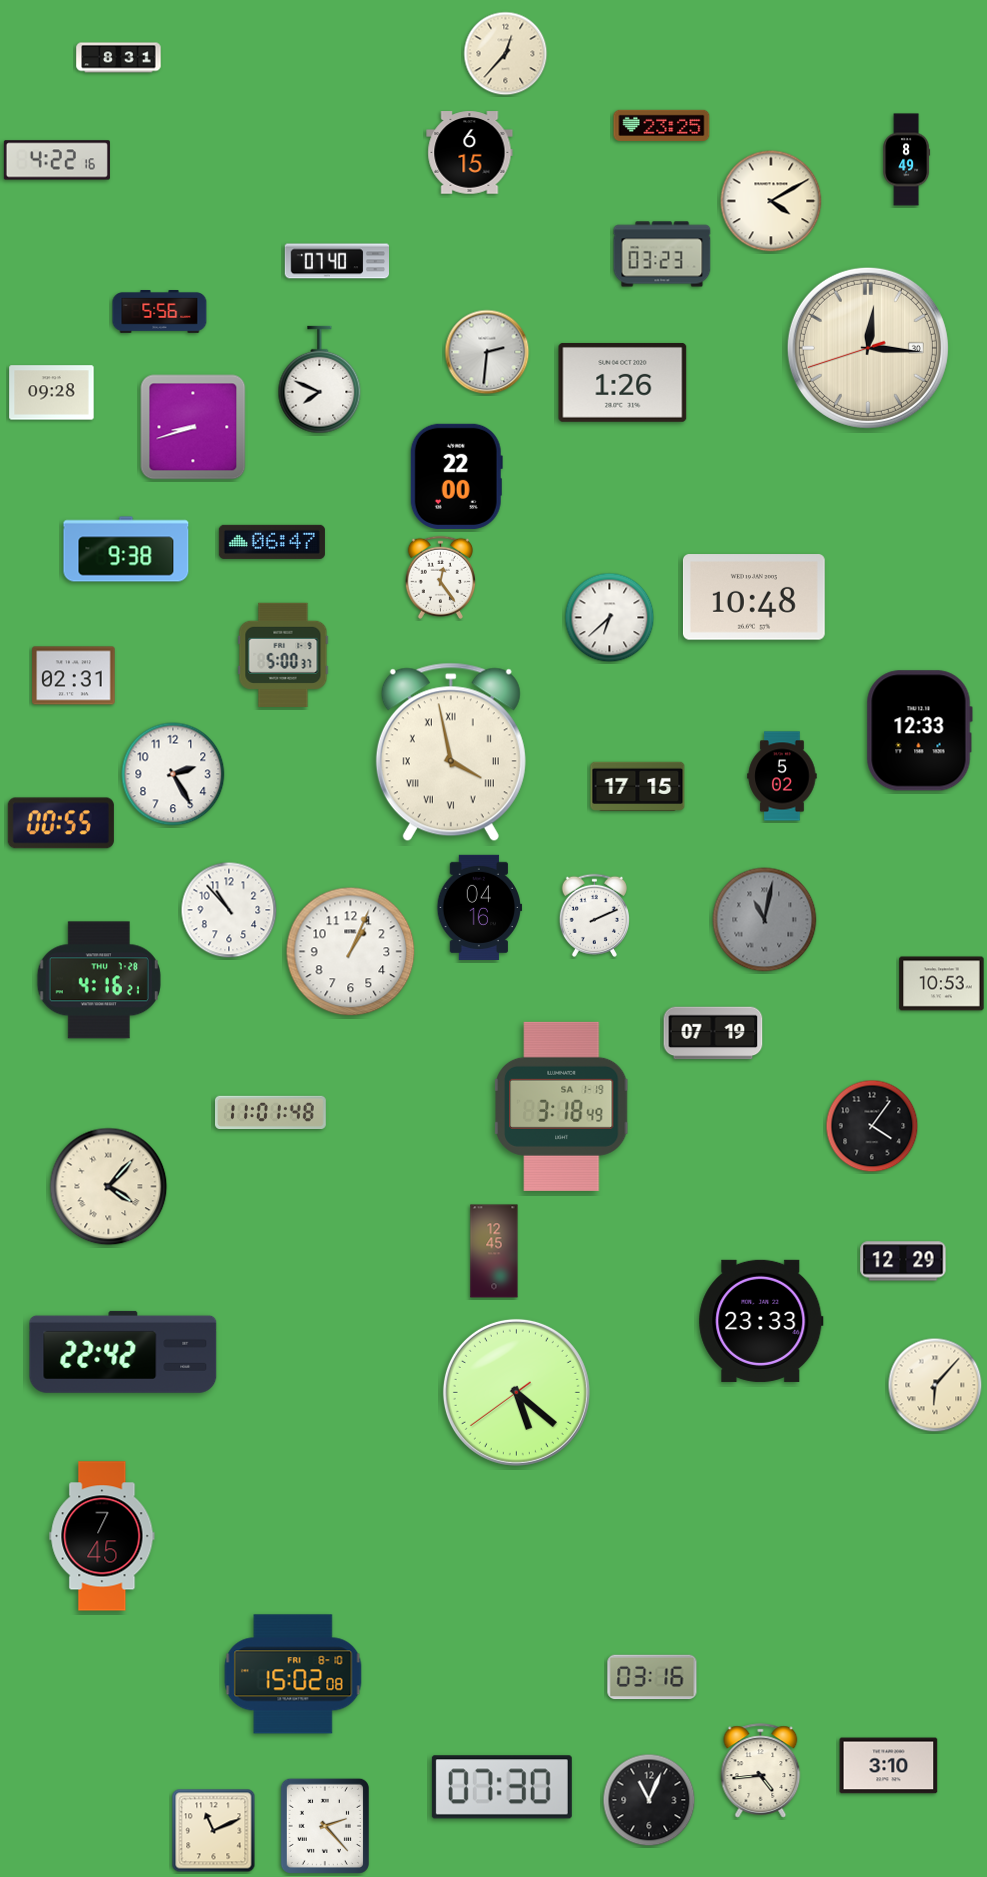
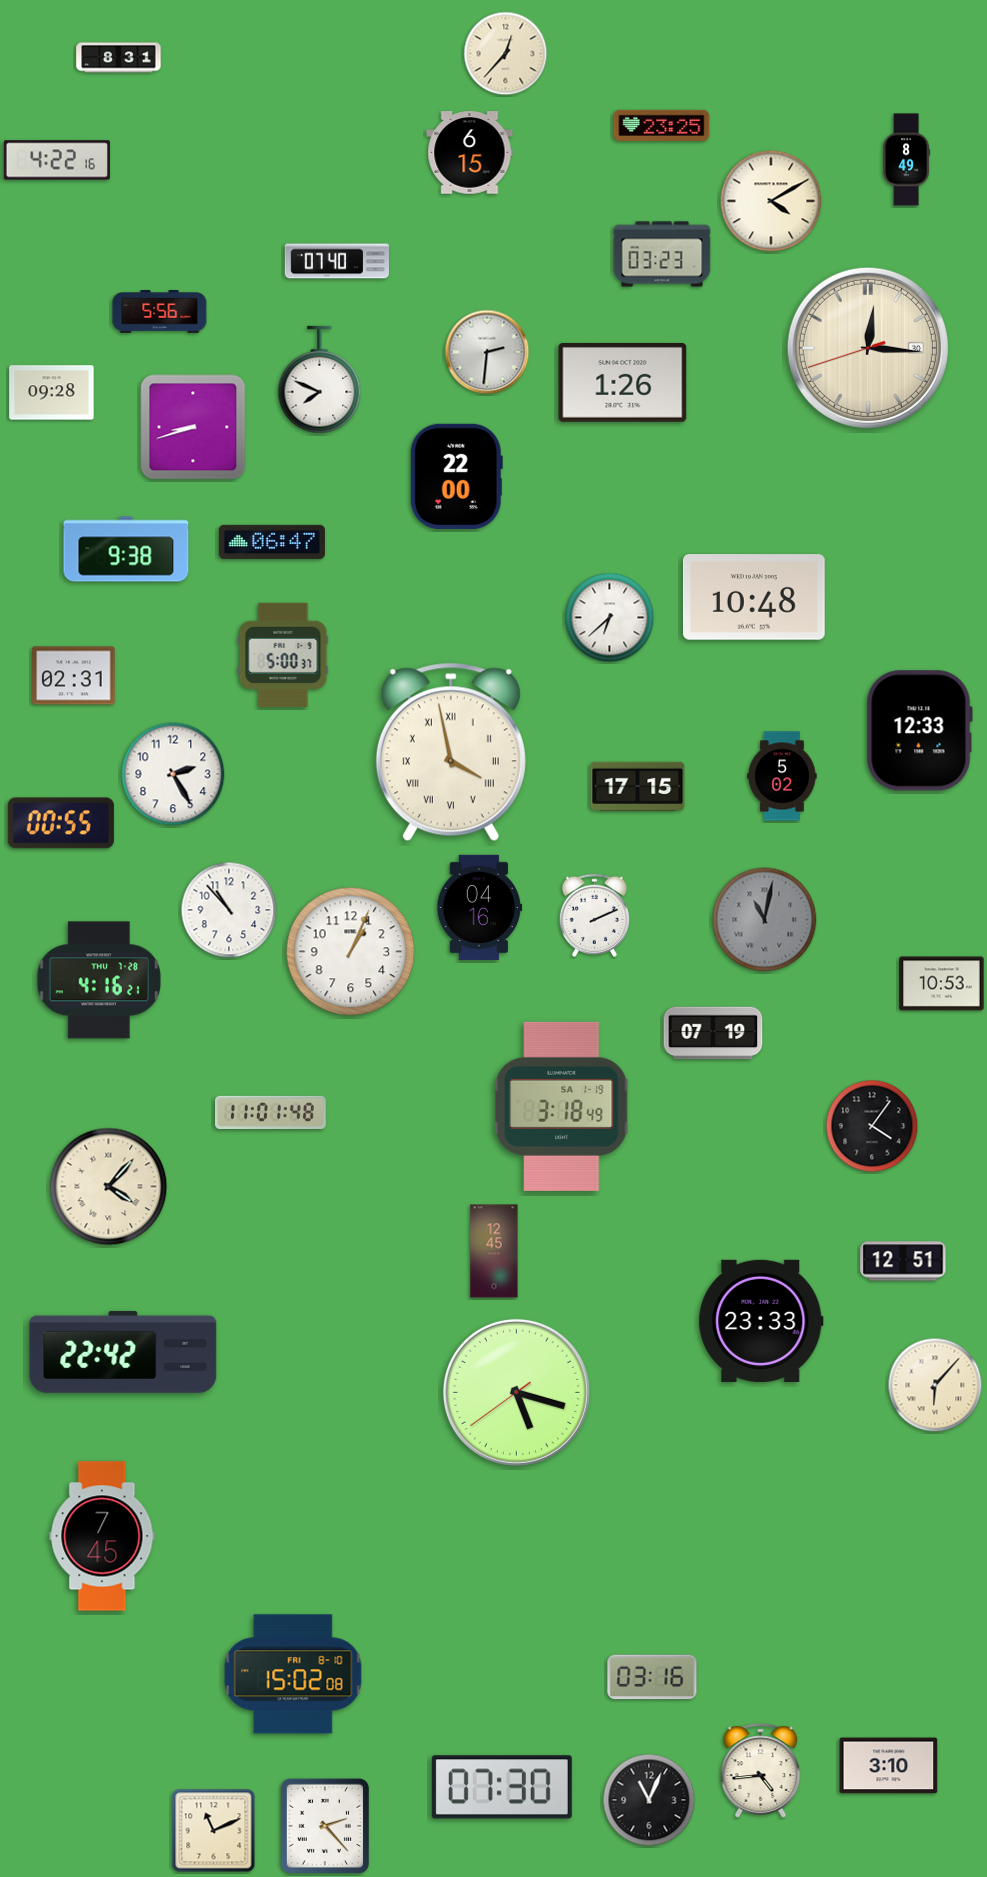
clock at (440, 577): 12:24 -> none
clock at (903, 1261): 12:29 -> 12:51
clock at (516, 1392): 5:21 -> 5:17
